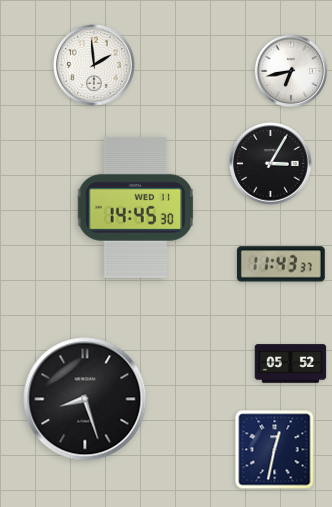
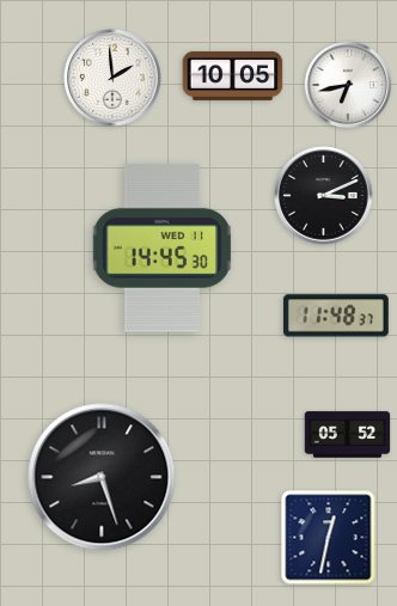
clock at (233, 75): none -> 10:05
clock at (271, 164): 3:05 -> 3:11
clock at (281, 264): 11:43 -> 11:48
